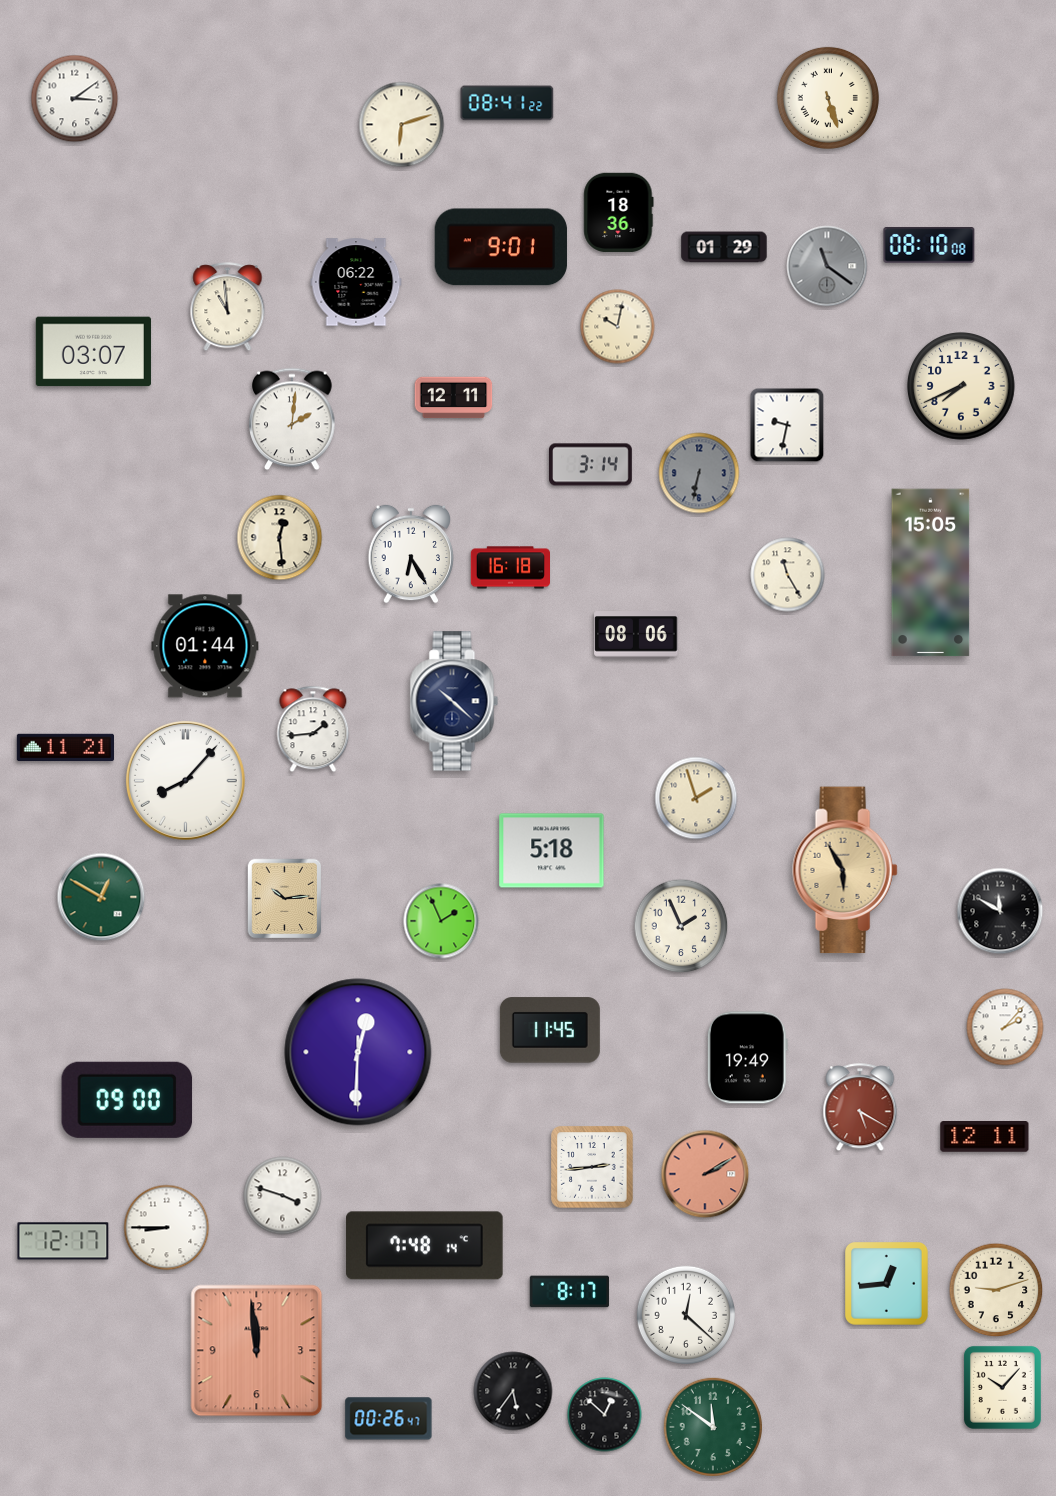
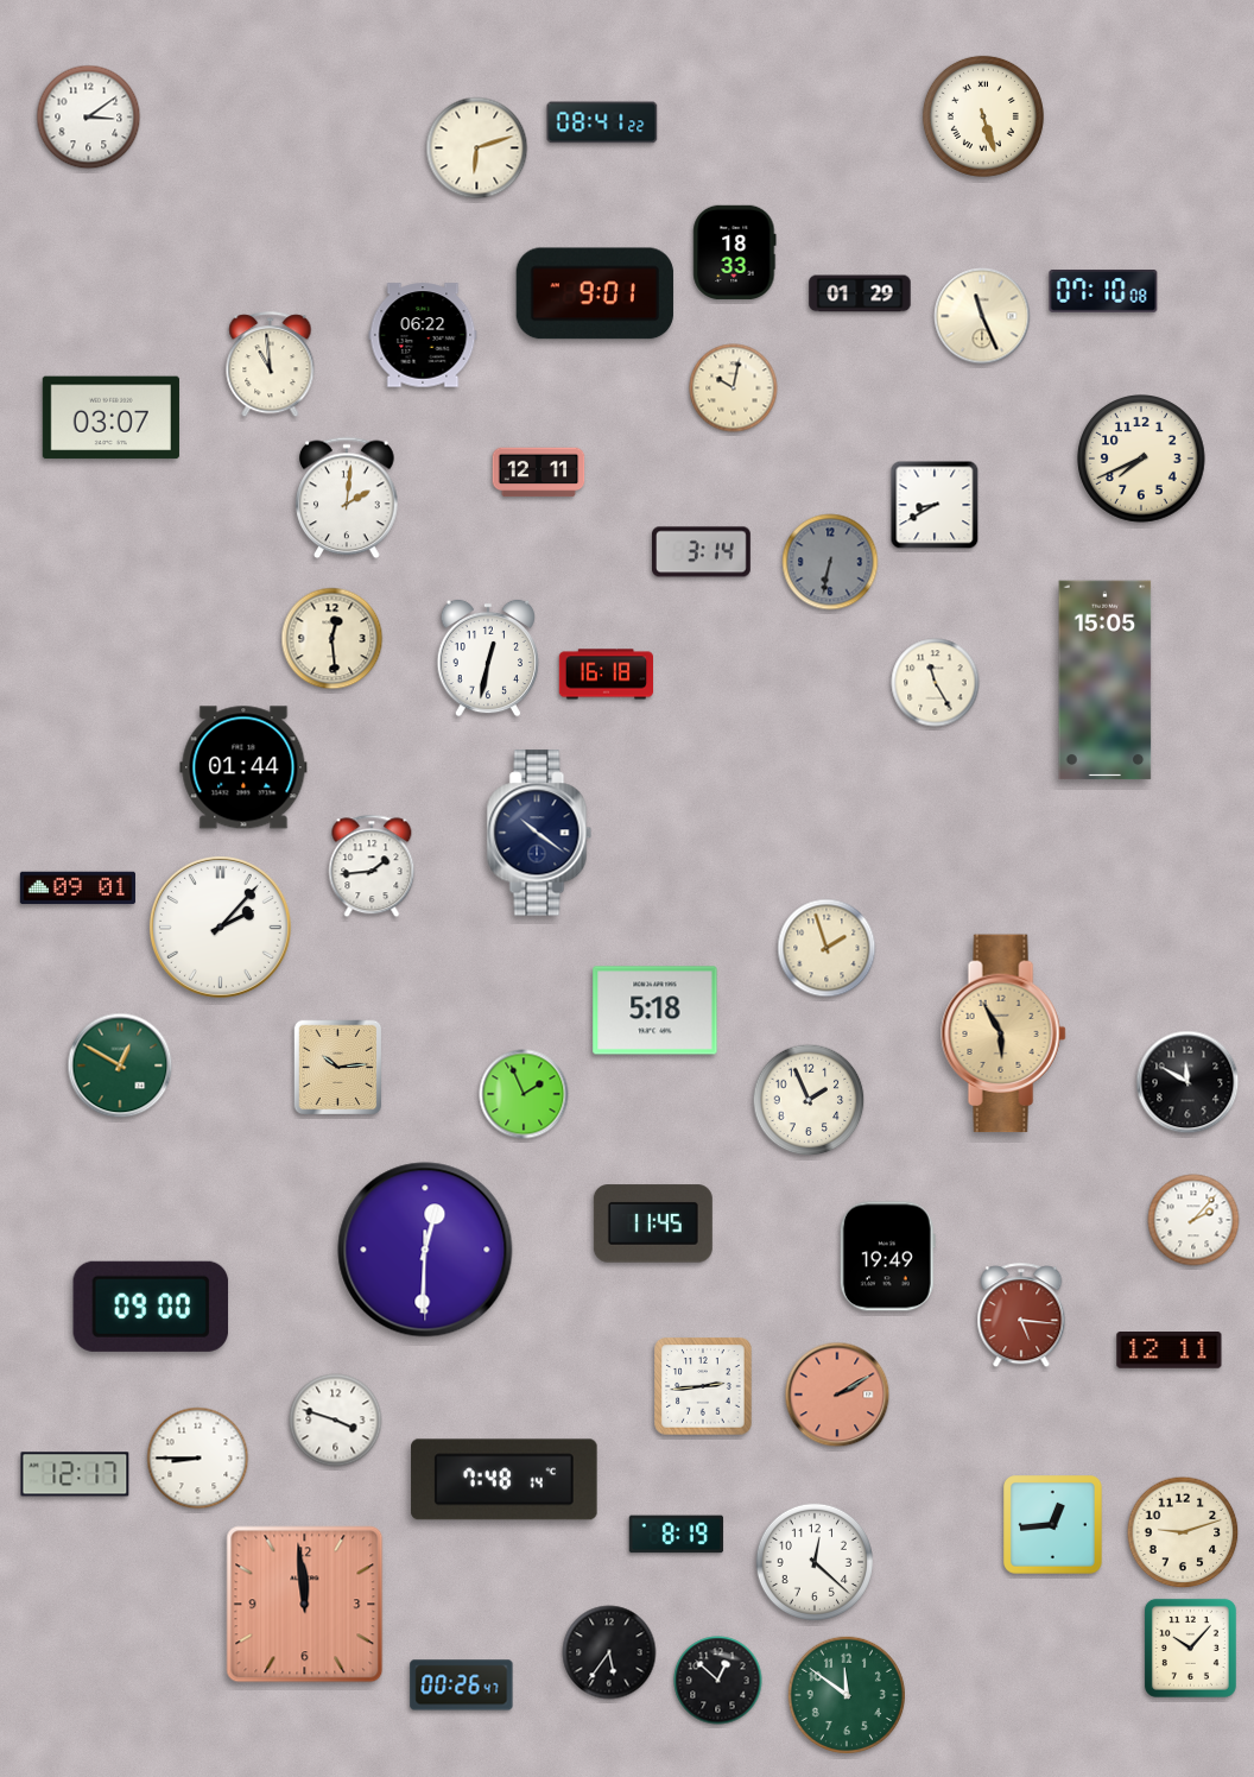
clock at (619, 212): 18:36 -> 18:33
clock at (929, 245): 08:10 -> 07:10
clock at (827, 266): 11:21 -> 11:26
clock at (827, 266) dial: grey -> cream
clock at (787, 425): 9:32 -> 8:40
clock at (411, 554): 6:25 -> 12:32
clock at (636, 635): 08:06 -> none
clock at (454, 701): 10:22 -> 10:21
clock at (65, 748): 11:21 -> 09:01
clock at (185, 780): 8:07 -> 2:07
clock at (860, 1108): 5:20 -> 5:16
clock at (569, 1292): 8:17 -> 8:19
